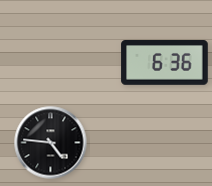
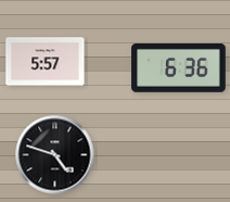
clock at (46, 62): none -> 5:57
clock at (51, 143): 4:46 -> 4:48
